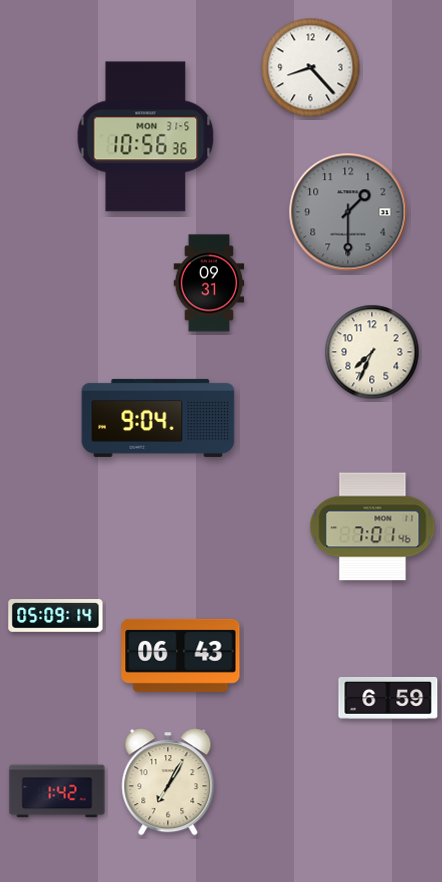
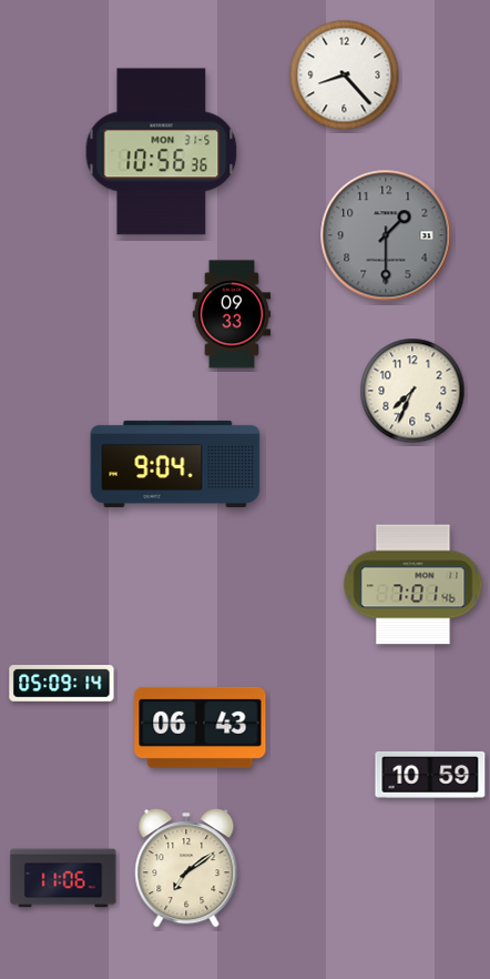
clock at (209, 283): 09:31 -> 09:33
clock at (388, 698): 6:59 -> 10:59
clock at (168, 782): 7:05 -> 7:09
clock at (57, 791): 1:42 -> 11:06
